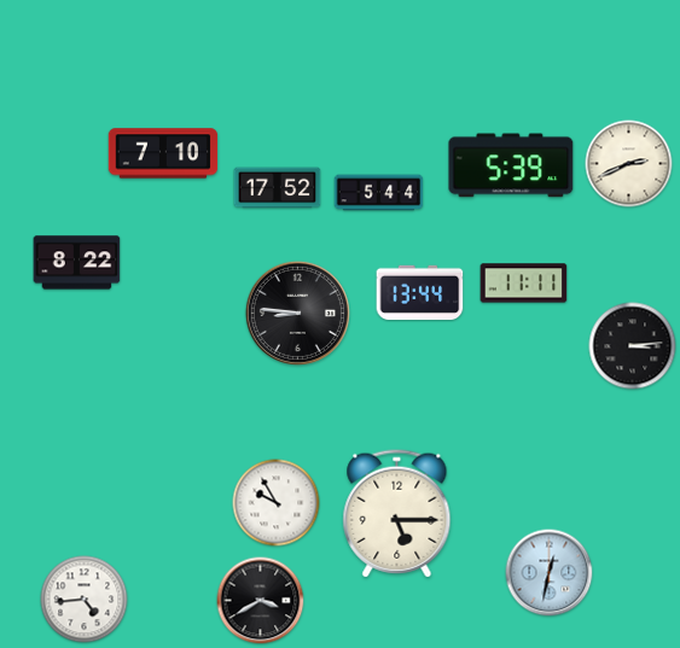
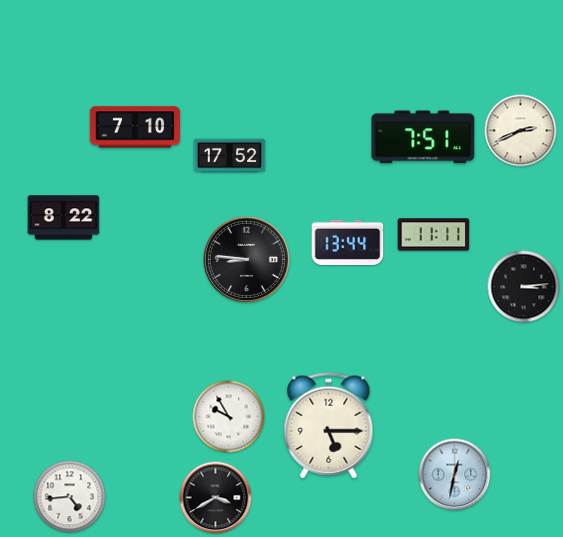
clock at (629, 164) position: (629, 164) -> (521, 131)
clock at (511, 165): 5:39 -> 7:51
clock at (379, 193): 5:44 -> none
